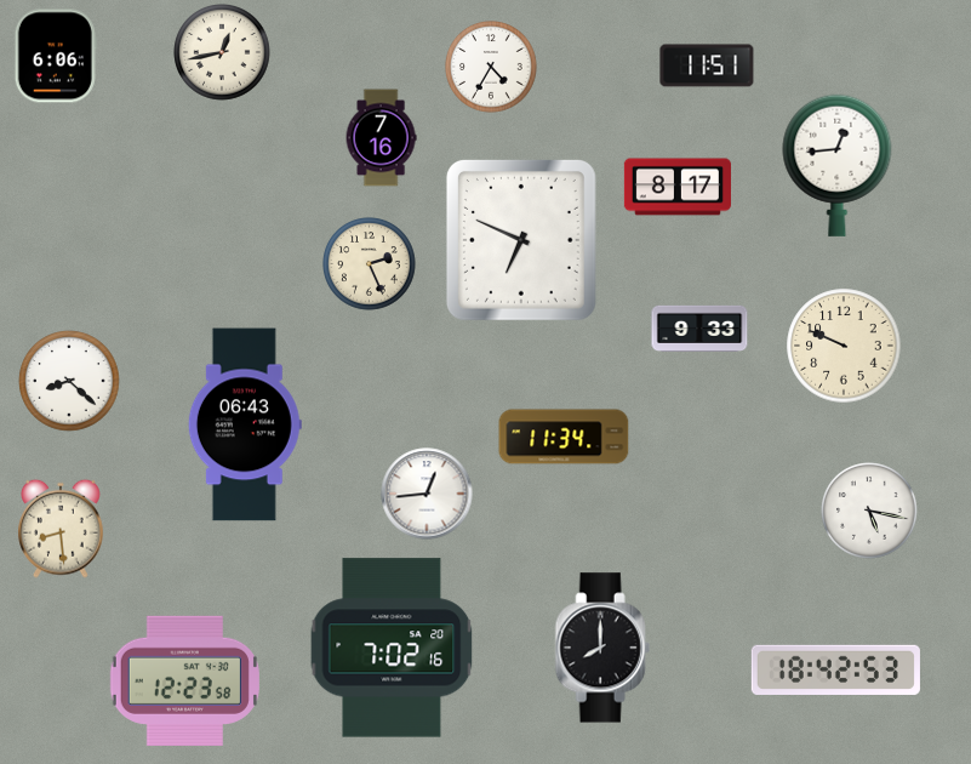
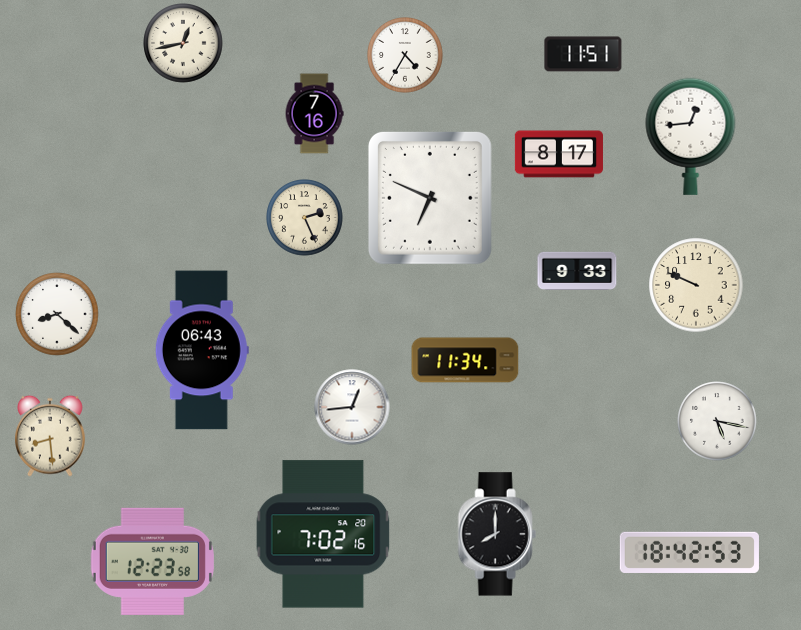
clock at (56, 56): 6:06 -> none
